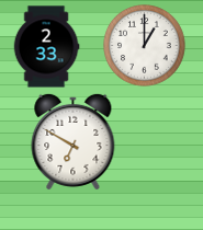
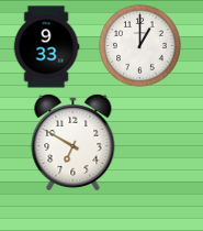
clock at (145, 46) position: (145, 46) -> (140, 46)
clock at (46, 47): 2:33 -> 9:33
